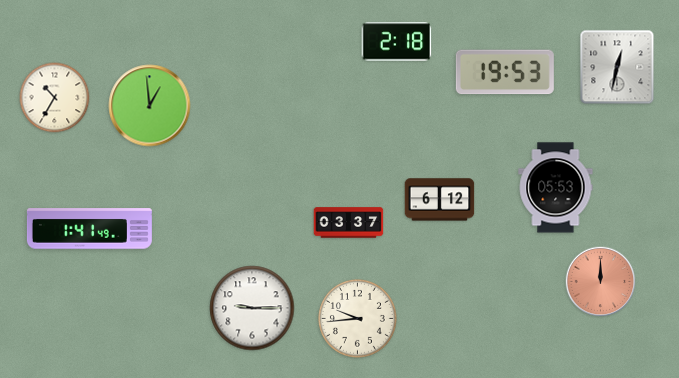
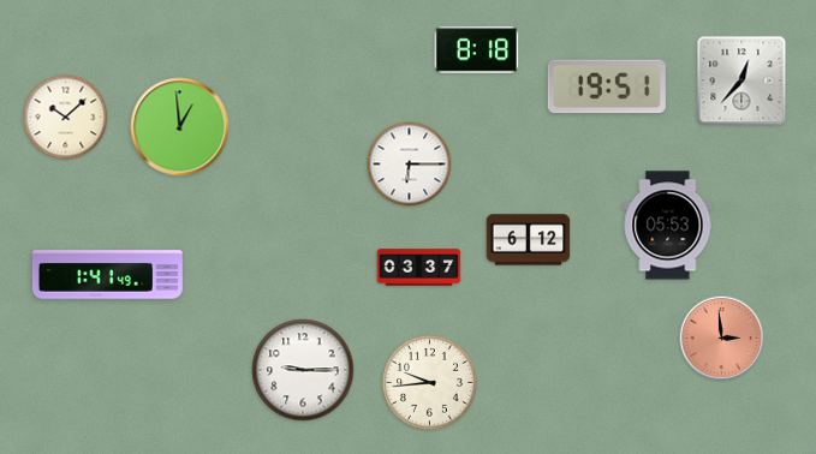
clock at (397, 42): 2:18 -> 8:18
clock at (617, 67): 12:32 -> 12:37
clock at (505, 72): 19:53 -> 19:51
clock at (55, 98): 10:35 -> 10:08
clock at (410, 165): none -> 6:15
clock at (601, 282): 12:00 -> 2:59
